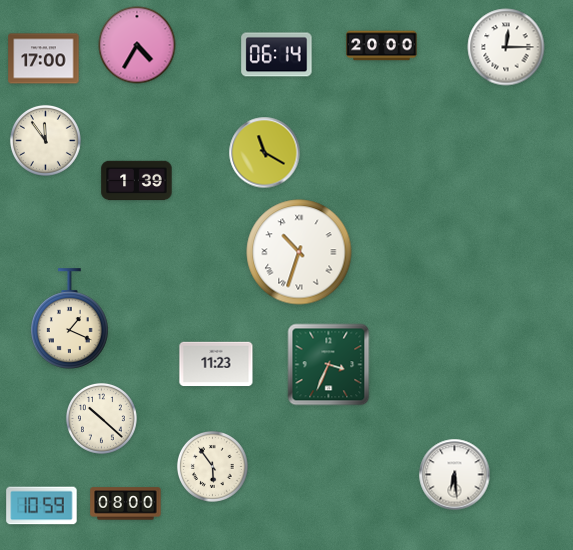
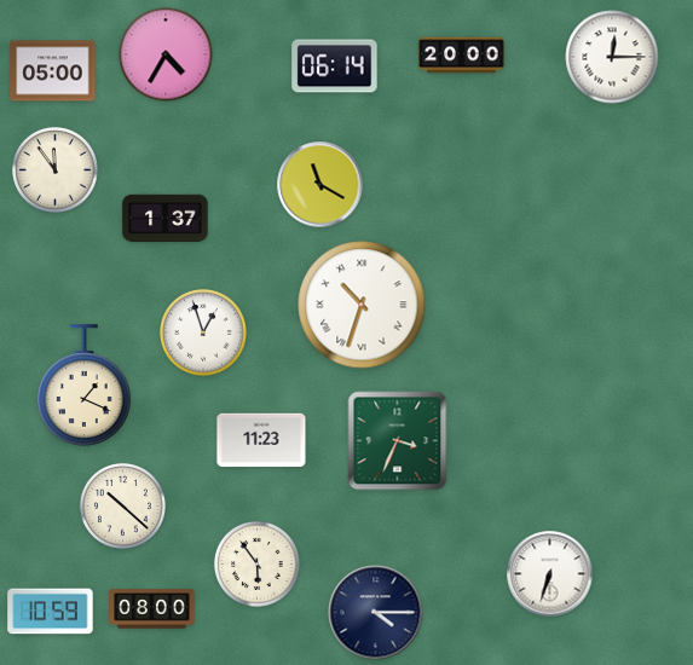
clock at (44, 59): 17:00 -> 05:00
clock at (137, 181): 1:39 -> 1:37
clock at (204, 334): none -> 12:57
clock at (455, 475): 6:29 -> 6:33
clock at (376, 613): none -> 4:15
